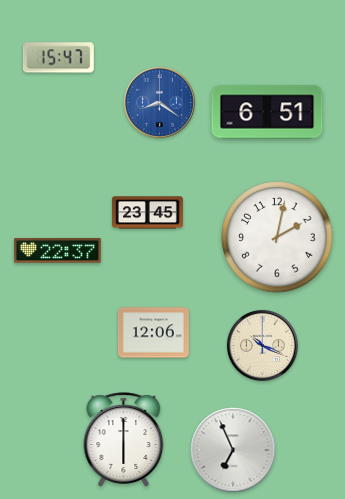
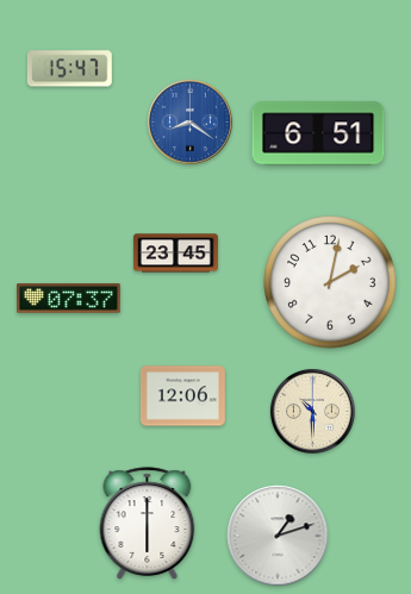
clock at (58, 251): 22:37 -> 07:37
clock at (262, 345): 10:19 -> 10:30
clock at (233, 450): 6:56 -> 1:12
